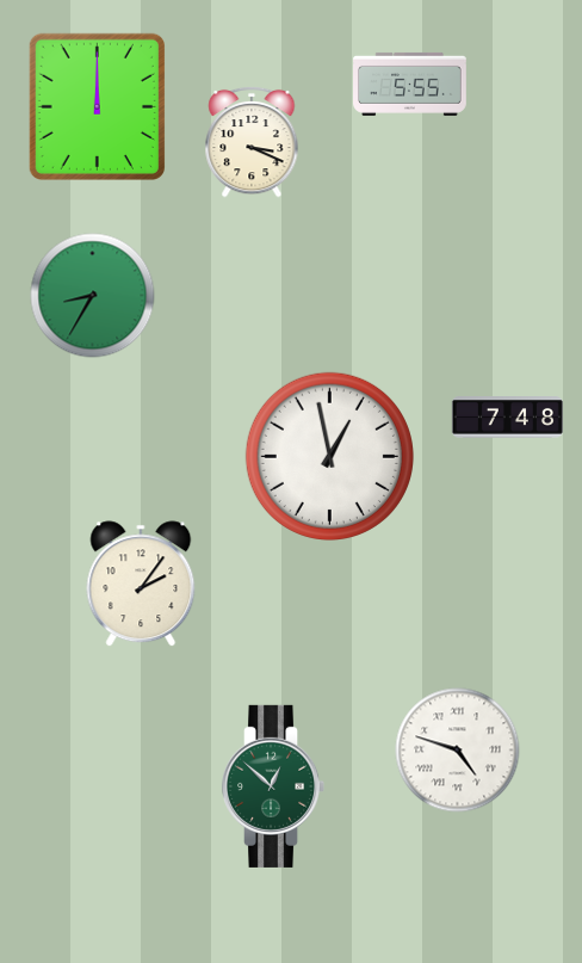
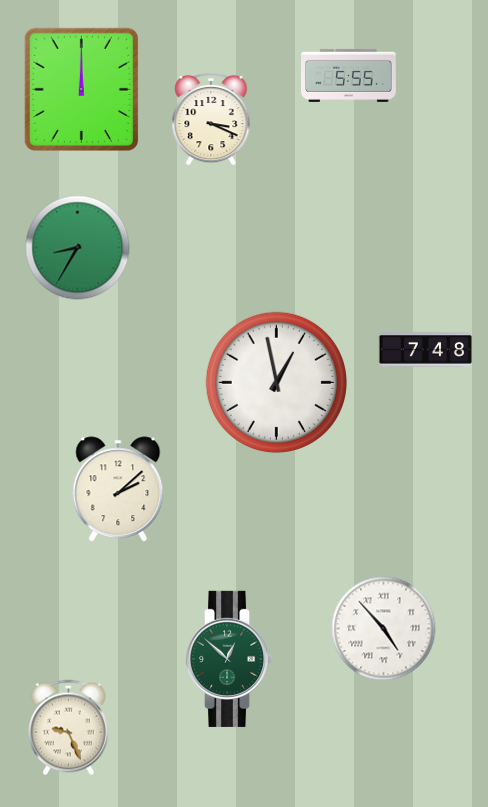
clock at (410, 84) position: (410, 84) -> (349, 75)
clock at (141, 584): 2:06 -> 2:08
clock at (458, 751): 4:48 -> 4:53
clock at (68, 728): none -> 9:26
